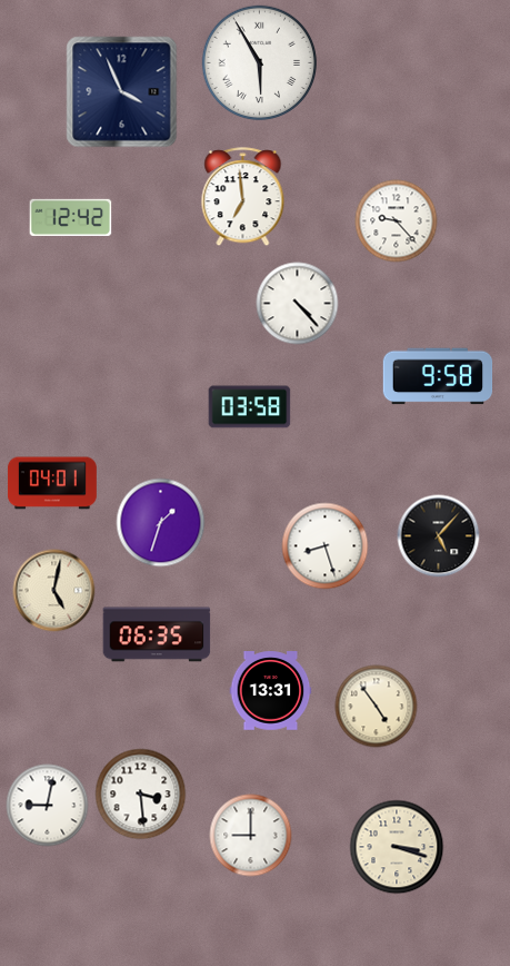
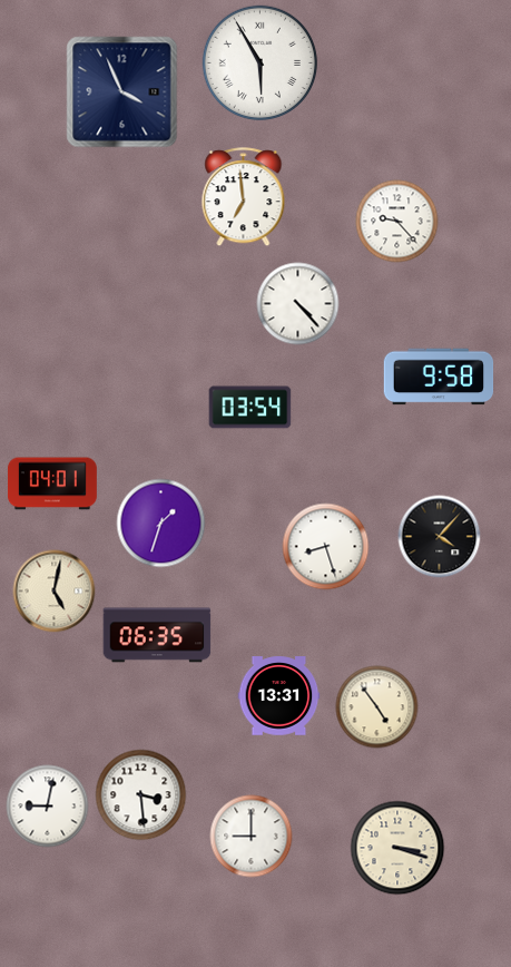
clock at (71, 217): 12:42 -> none
clock at (250, 407): 03:58 -> 03:54
clock at (439, 536): 5:07 -> 4:07
clock at (271, 691) position: (271, 691) -> (279, 696)
